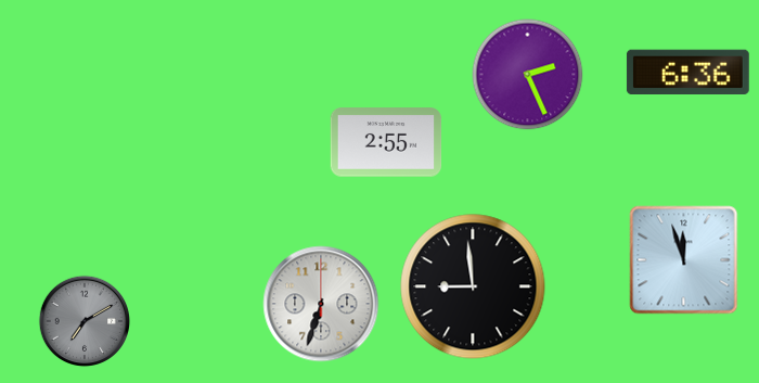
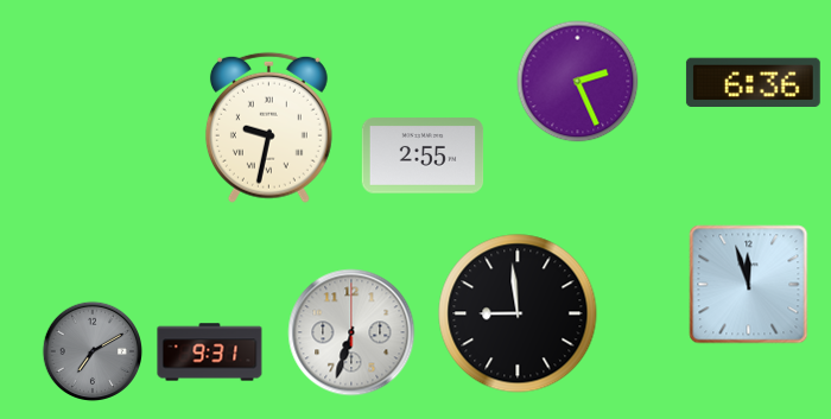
clock at (687, 73) position: (687, 73) -> (753, 83)
clock at (268, 127): none -> 9:32
clock at (210, 353): none -> 9:31
